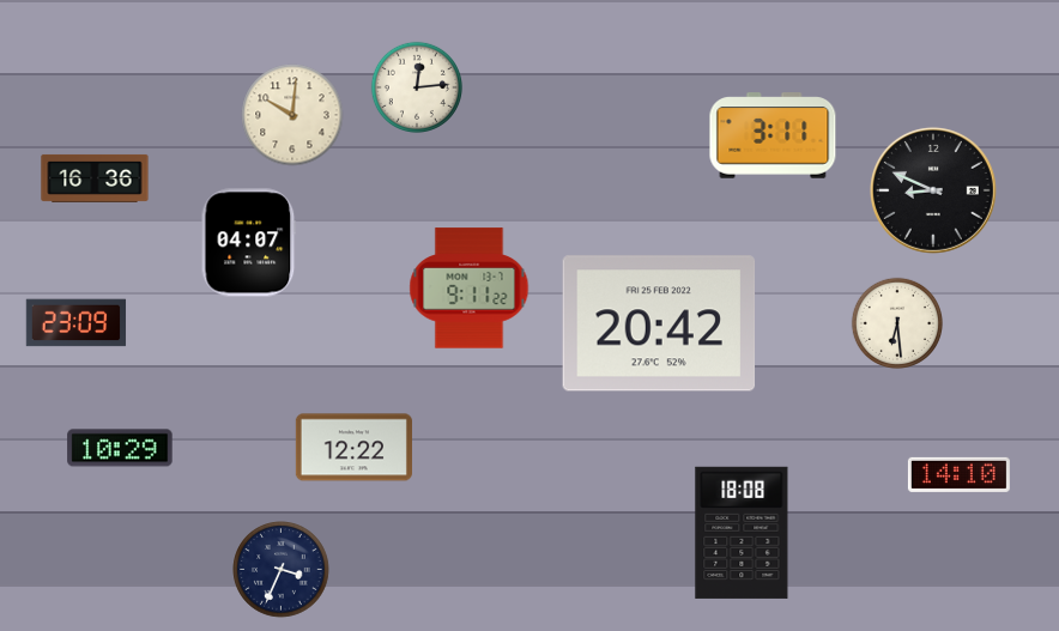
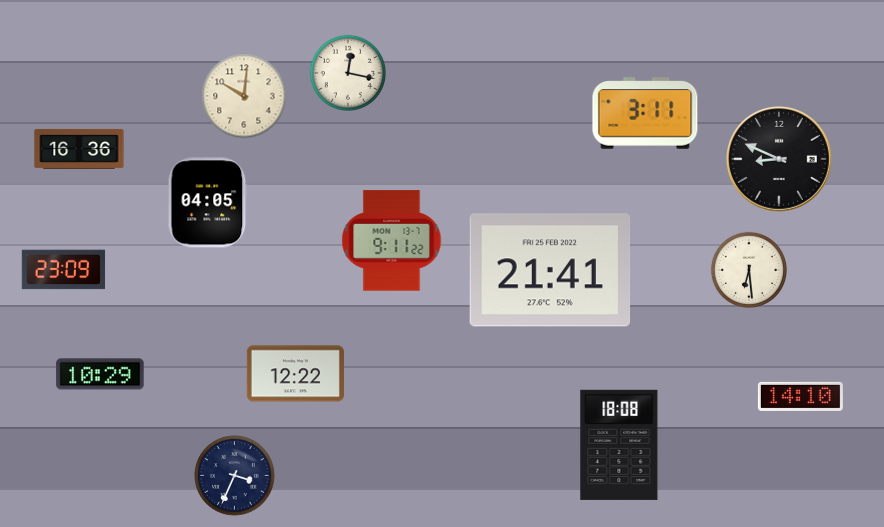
clock at (416, 86): 12:14 -> 12:17
clock at (249, 243): 04:07 -> 04:05
clock at (659, 323): 20:42 -> 21:41
